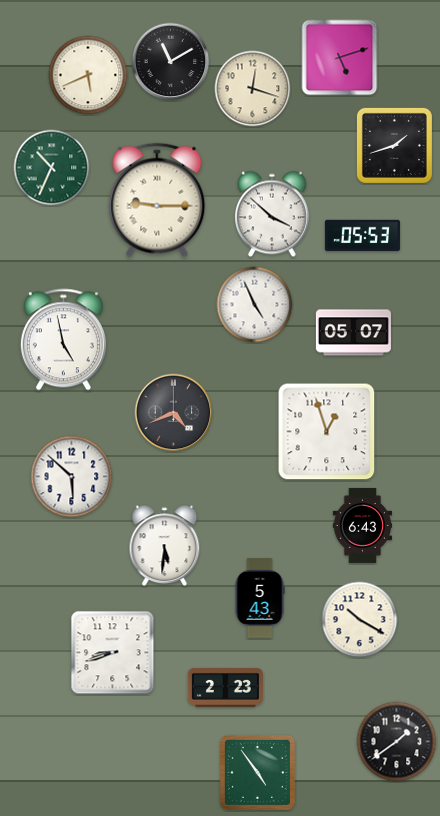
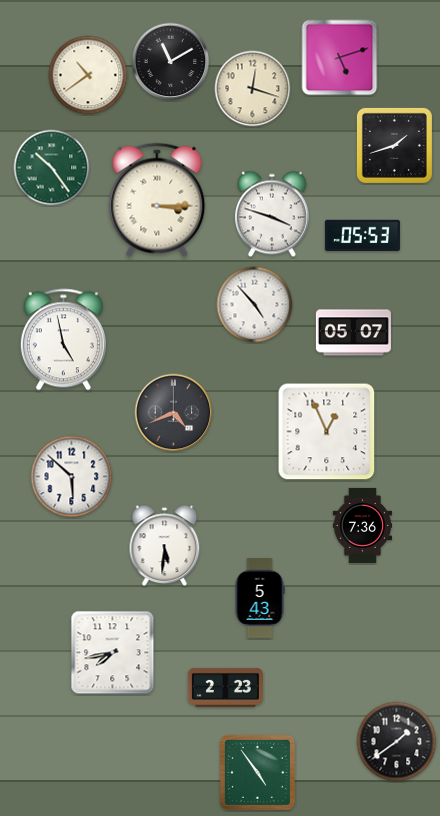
clock at (88, 75): 5:41 -> 10:39
clock at (52, 168): 10:34 -> 10:24
clock at (157, 200): 9:15 -> 3:15
clock at (272, 214): 3:52 -> 3:48
clock at (255, 305): 4:56 -> 4:53
clock at (327, 432): 12:57 -> 12:56
clock at (362, 525): 6:43 -> 7:36
clock at (360, 620): 10:20 -> none
clock at (113, 653): 8:42 -> 7:43
